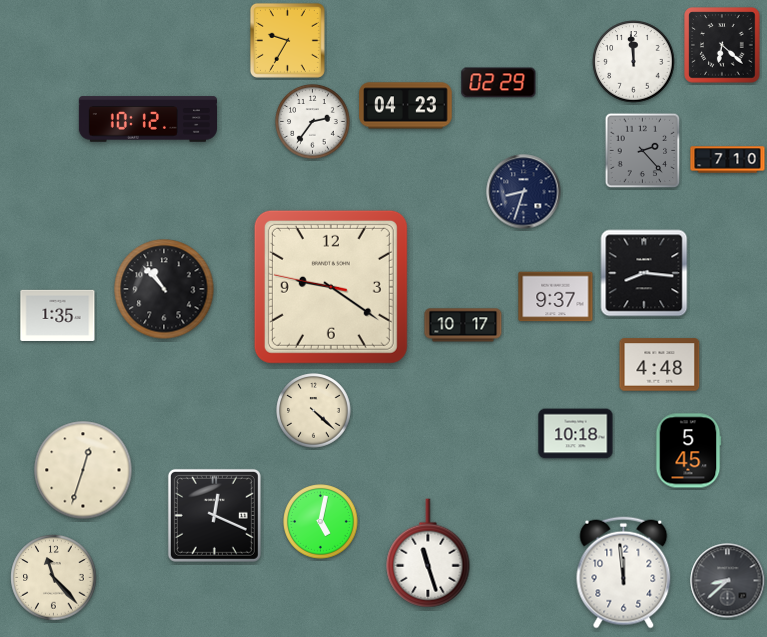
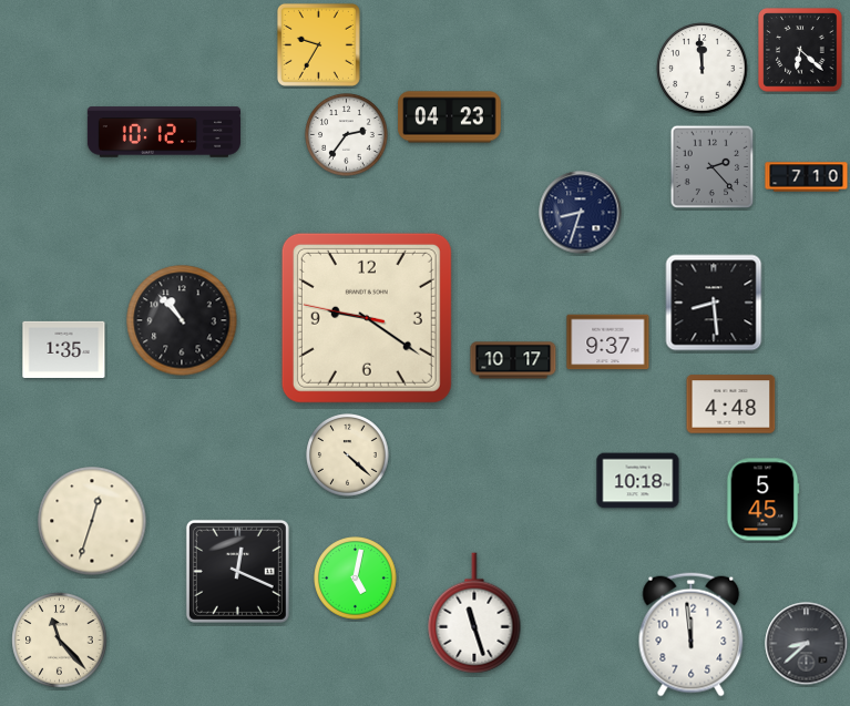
clock at (499, 83): 02:29 -> none
clock at (644, 273): 8:16 -> 8:29
clock at (556, 297) position: (556, 297) -> (608, 342)
